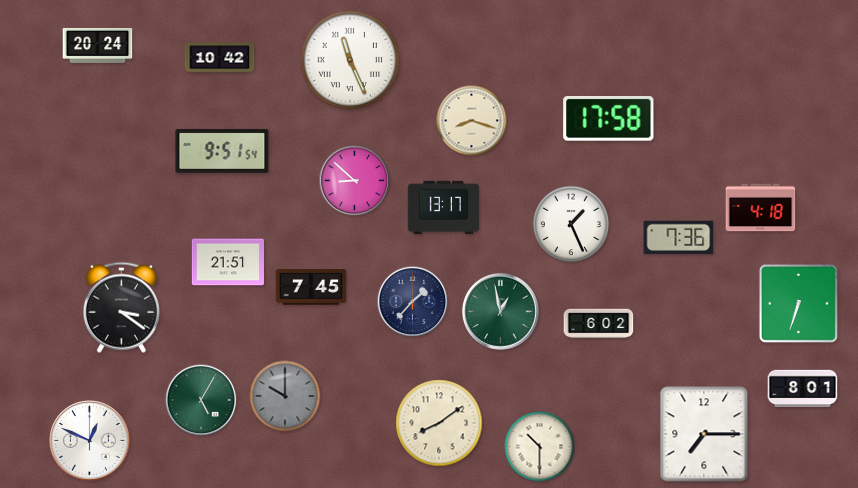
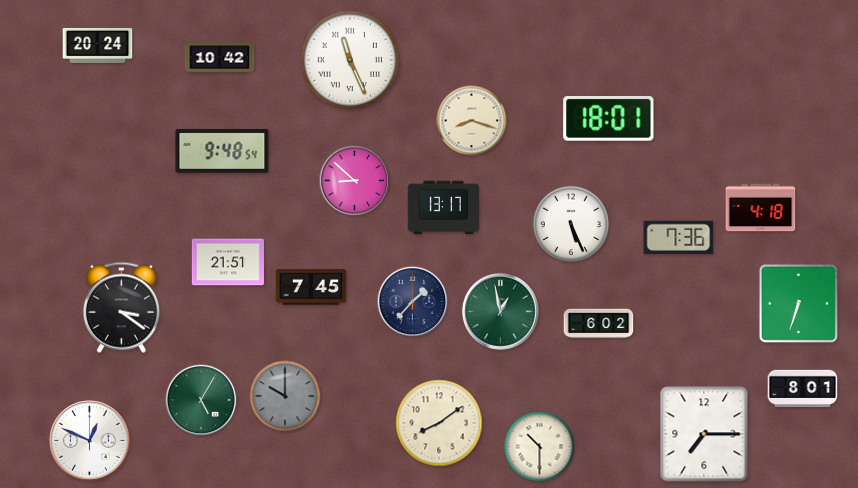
clock at (609, 119): 17:58 -> 18:01
clock at (222, 151): 9:51 -> 9:48
clock at (571, 224): 1:26 -> 5:26
